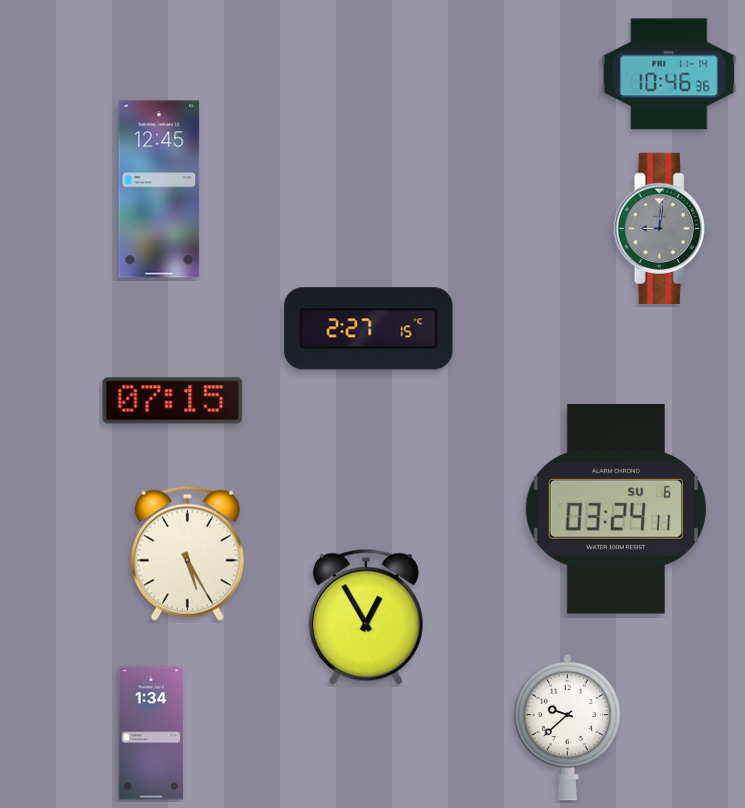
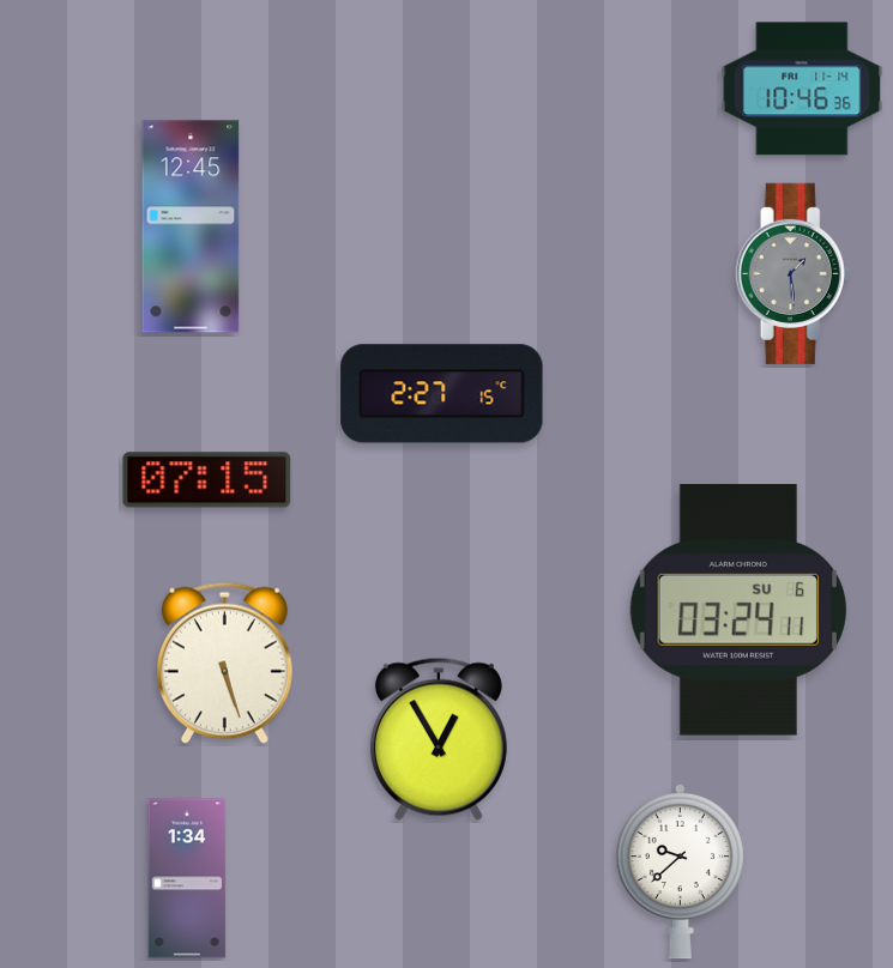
clock at (662, 228): 9:01 -> 1:29
clock at (187, 553): 5:25 -> 5:27
clock at (151, 733) position: (151, 733) -> (187, 878)
